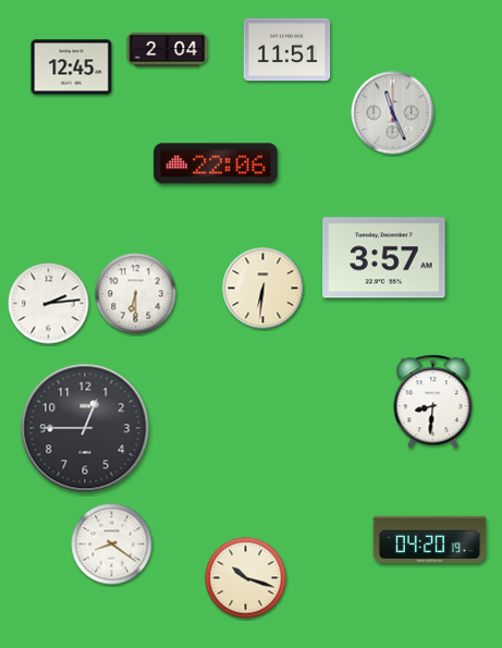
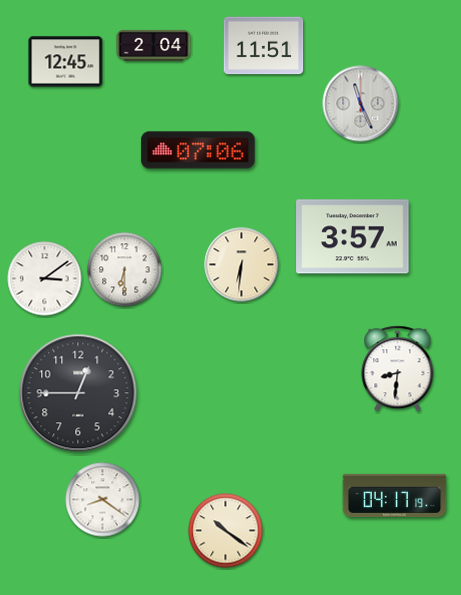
clock at (216, 163): 22:06 -> 07:06
clock at (49, 304): 2:14 -> 3:09
clock at (430, 539): 04:20 -> 04:17
clock at (246, 578): 10:18 -> 10:21
